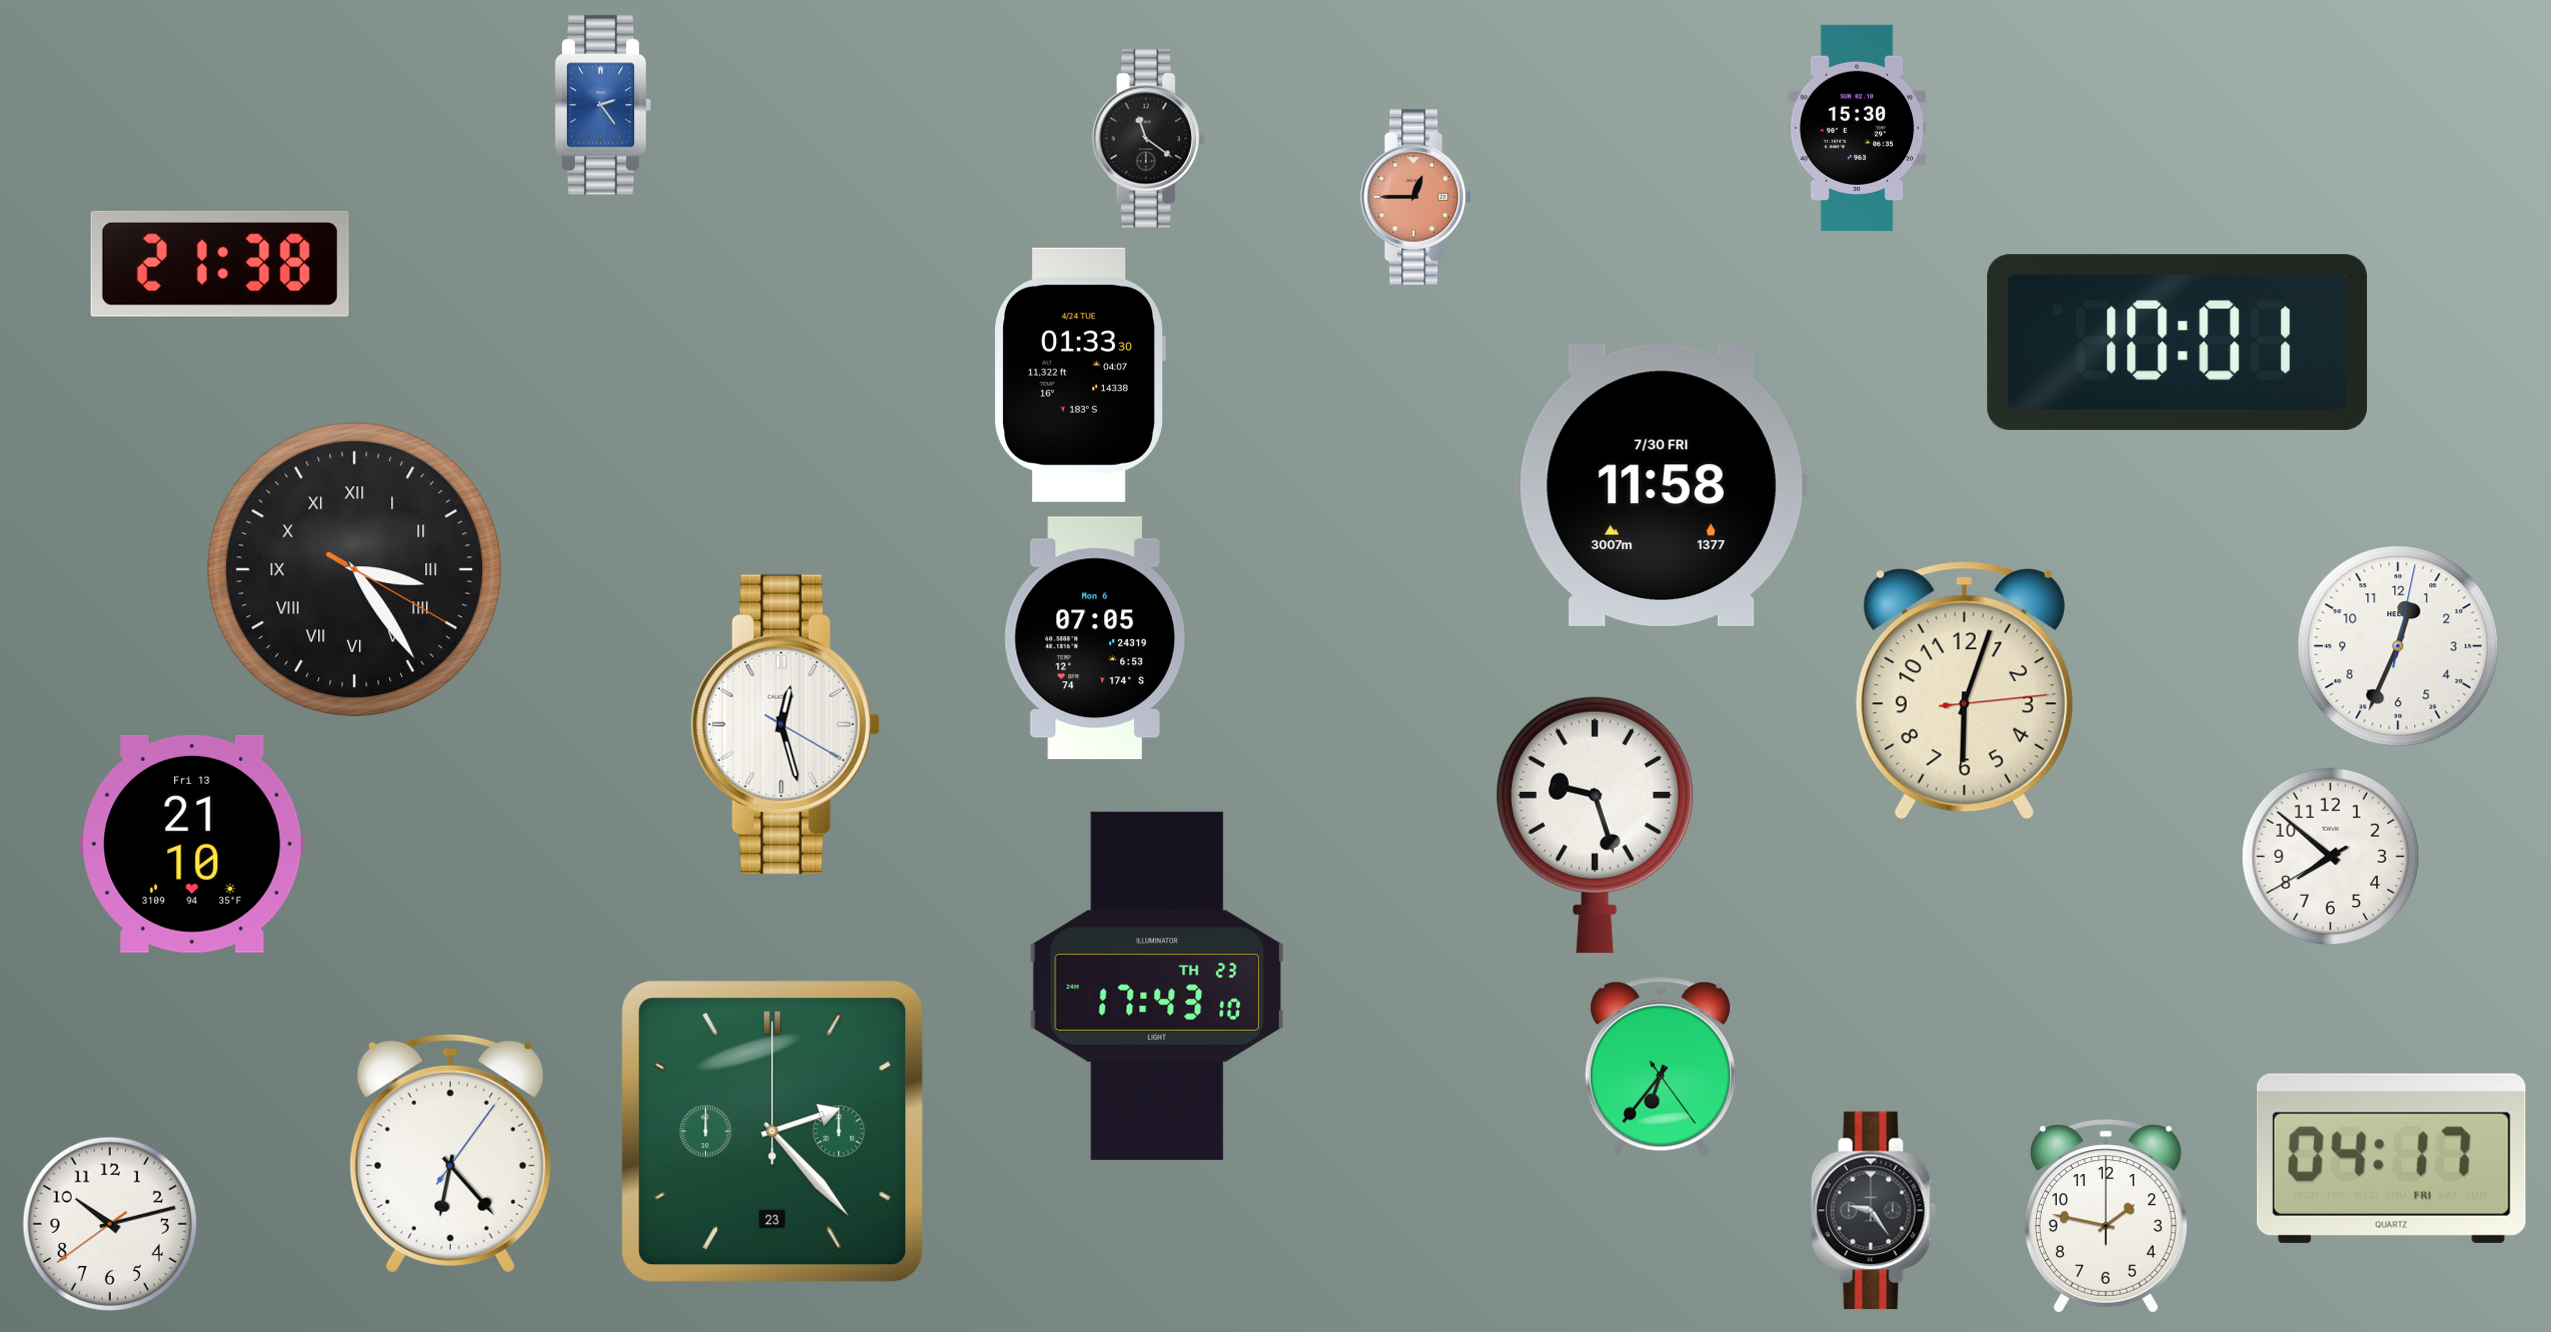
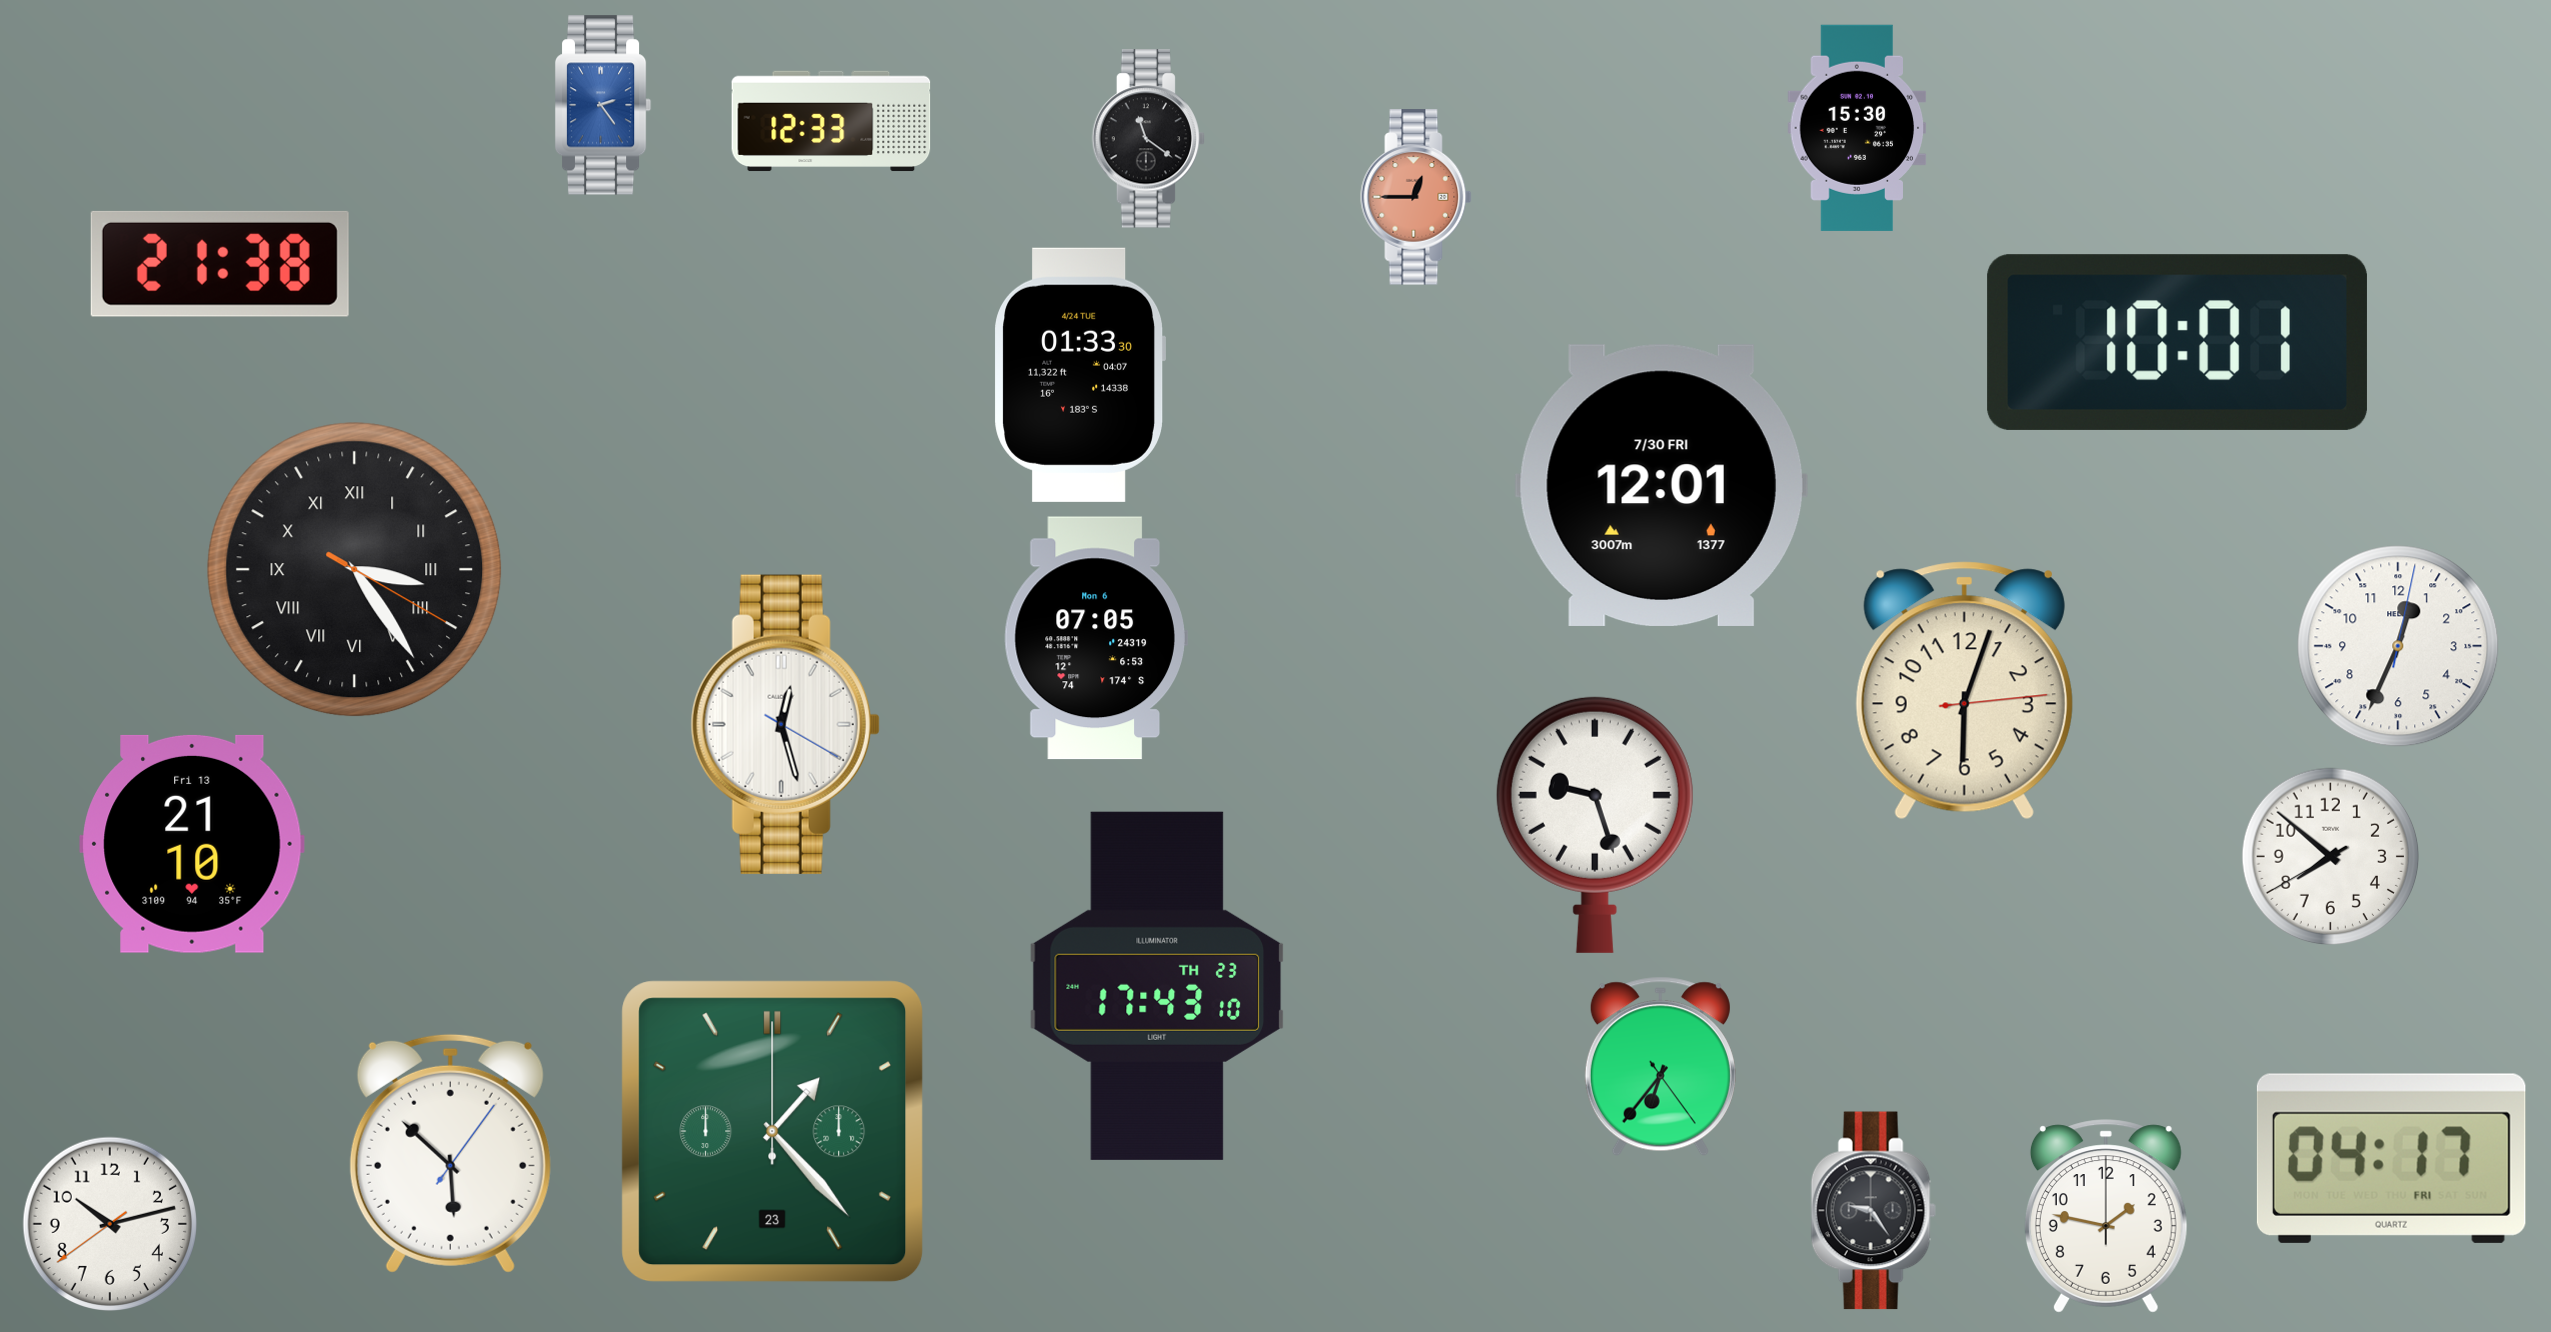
clock at (831, 121): none -> 12:33
clock at (1661, 485): 11:58 -> 12:01
clock at (773, 1132): 2:23 -> 1:23
clock at (450, 1153): 6:23 -> 5:52
